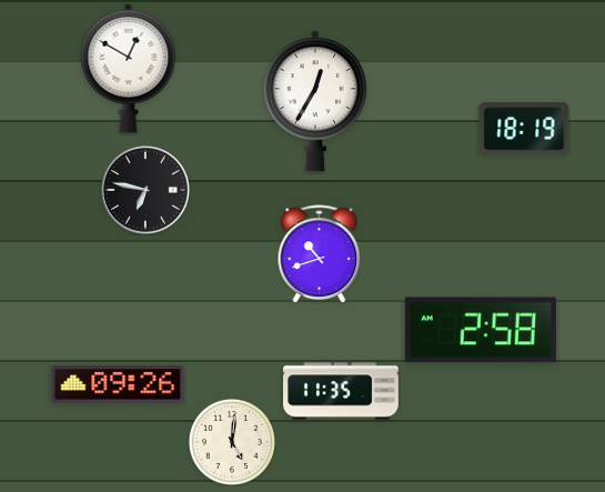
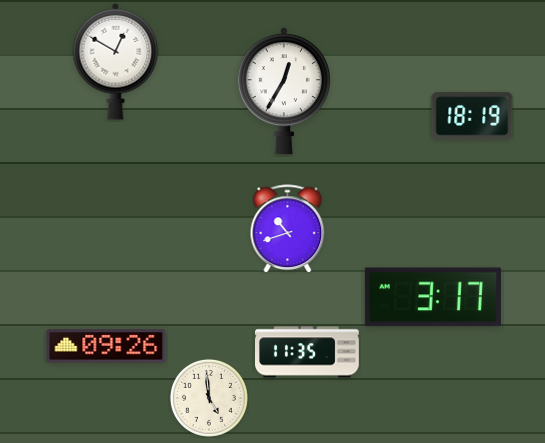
clock at (145, 190): 6:47 -> none
clock at (481, 330): 2:58 -> 3:17
clock at (232, 442): 5:01 -> 4:59
